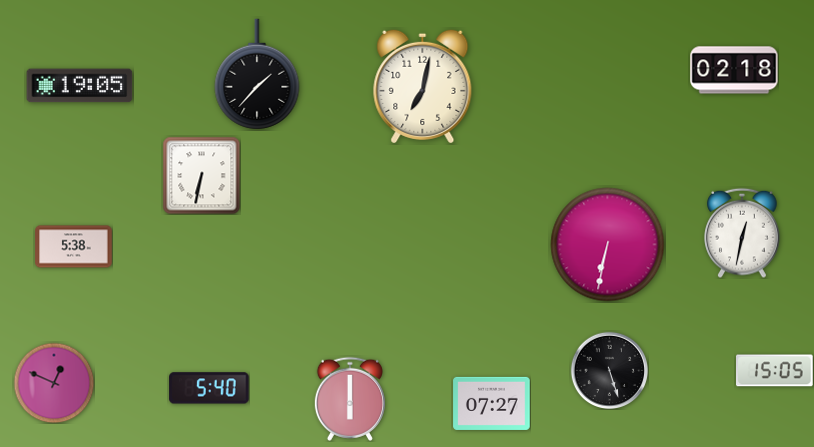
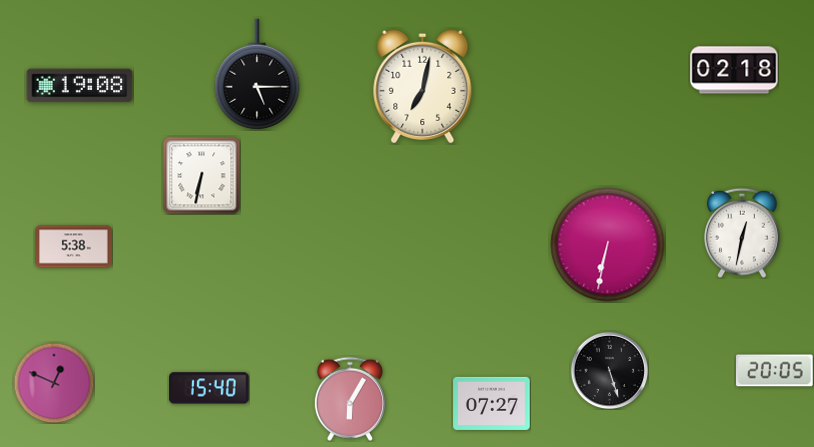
clock at (257, 74): 1:37 -> 5:15
clock at (80, 86): 19:05 -> 19:08
clock at (775, 371): 15:05 -> 20:05
clock at (209, 388): 5:40 -> 15:40
clock at (350, 399): 6:00 -> 6:05
